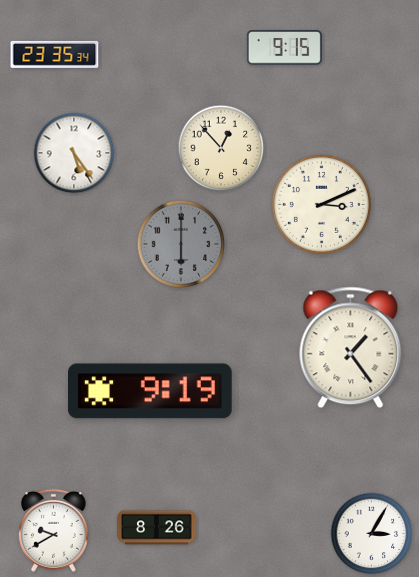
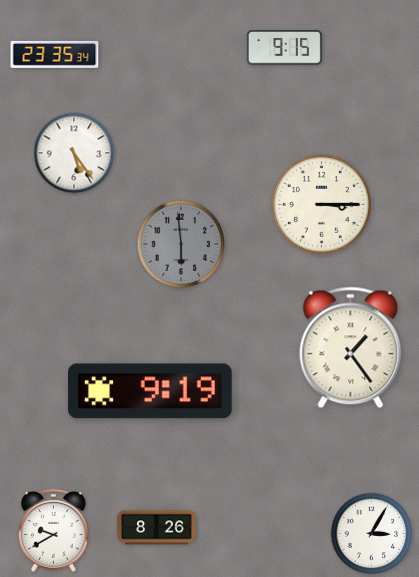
clock at (221, 148): 12:53 -> none
clock at (321, 204): 3:11 -> 3:15
clock at (181, 244): 6:00 -> 5:59
